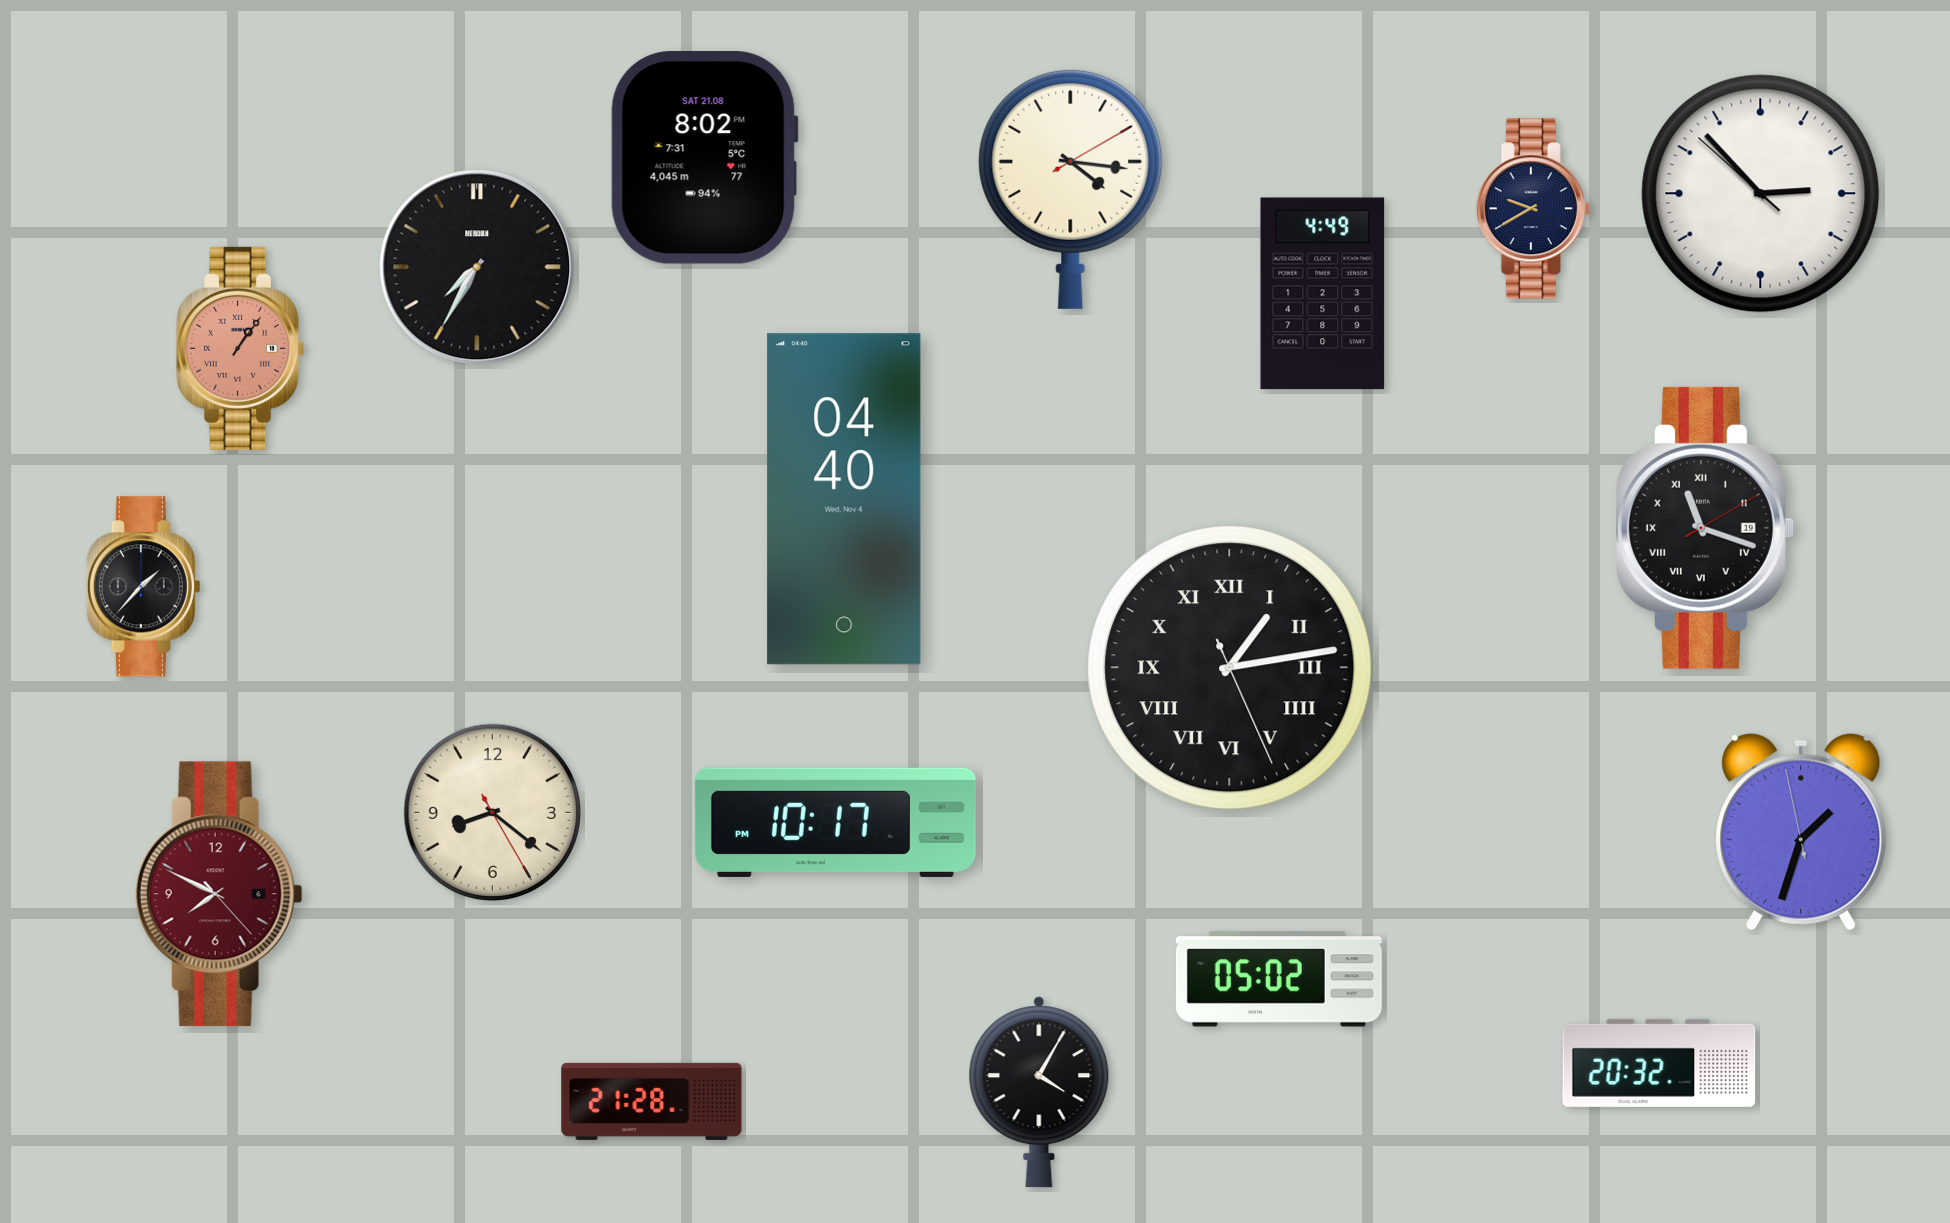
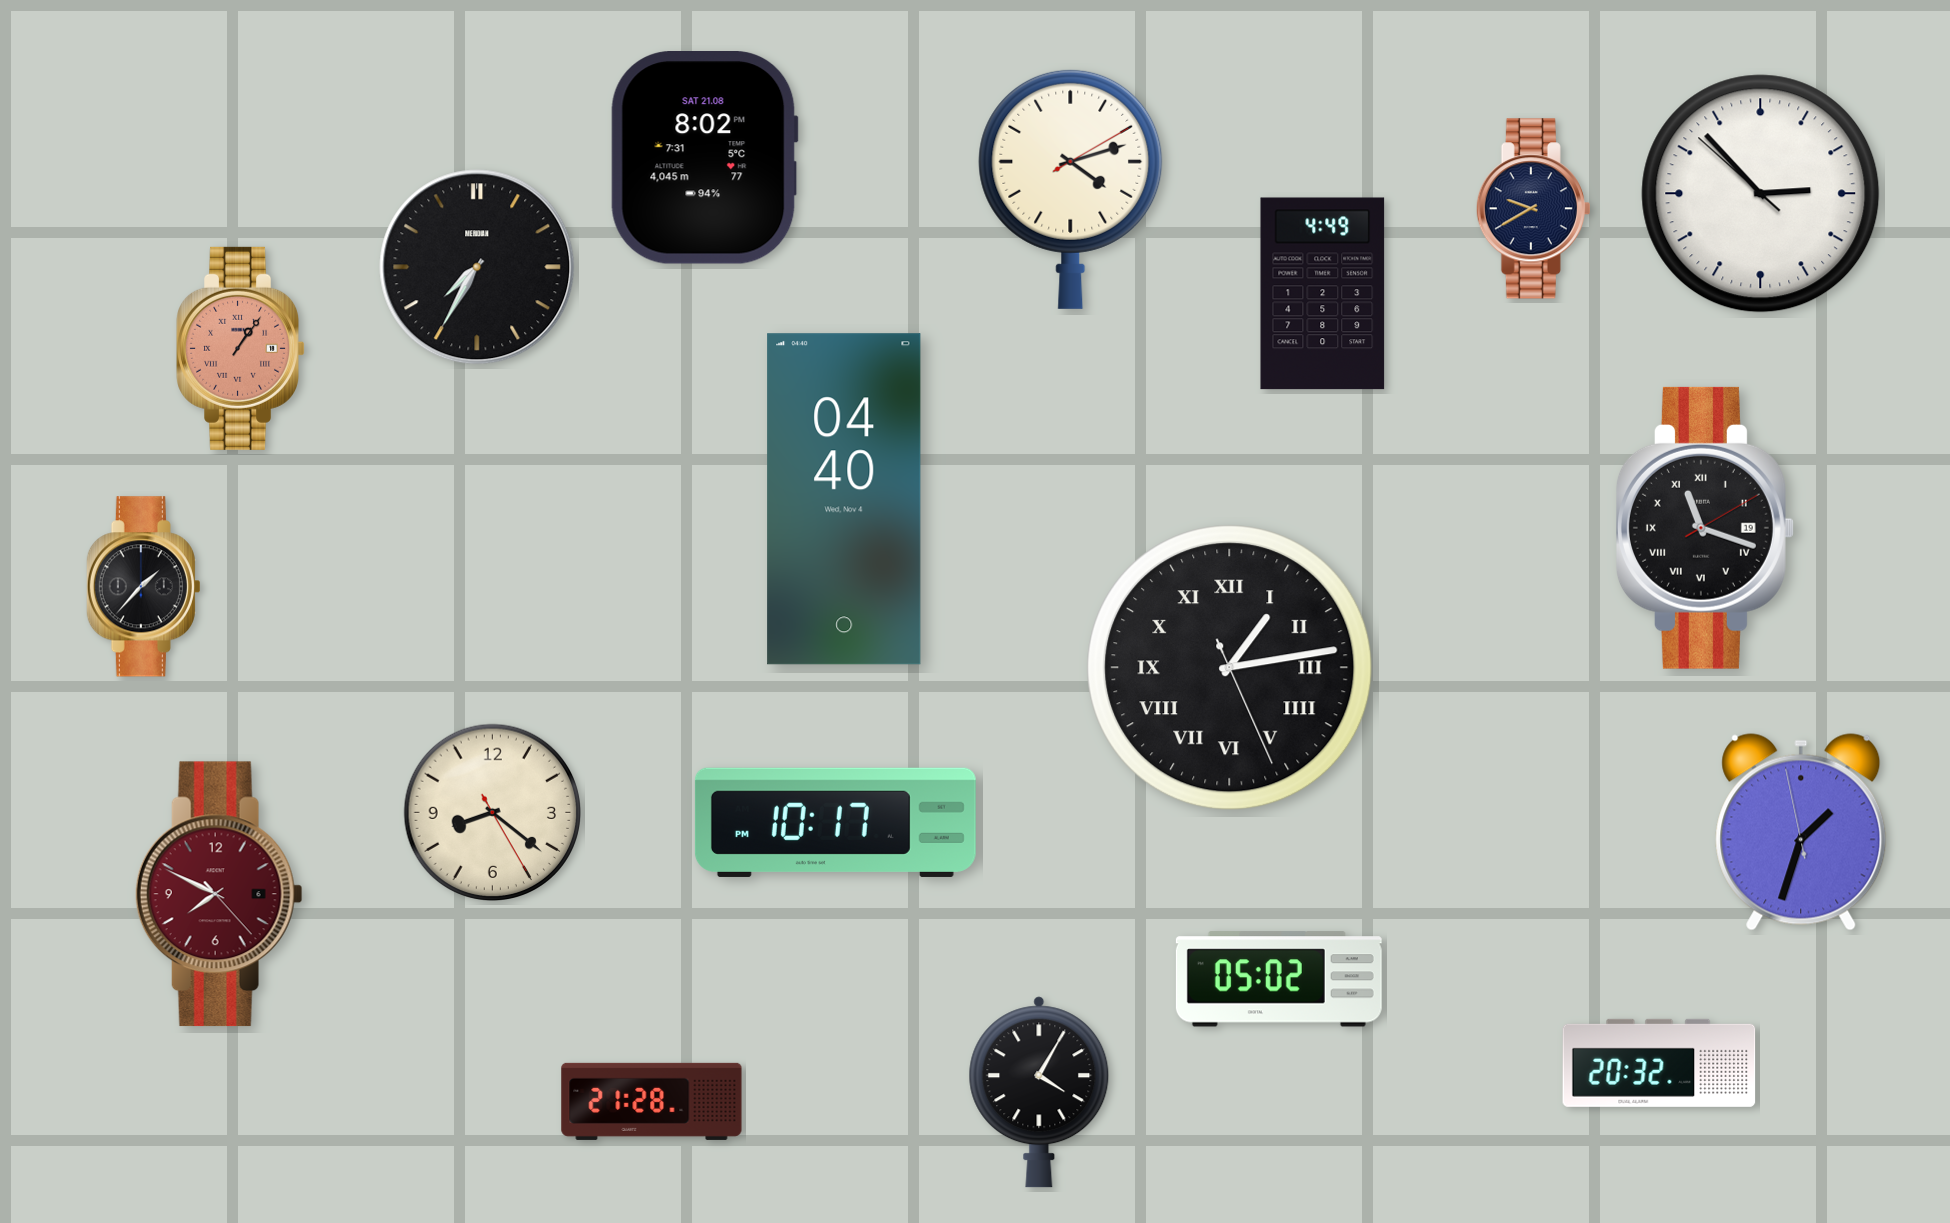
clock at (1071, 189): 4:16 -> 4:12
